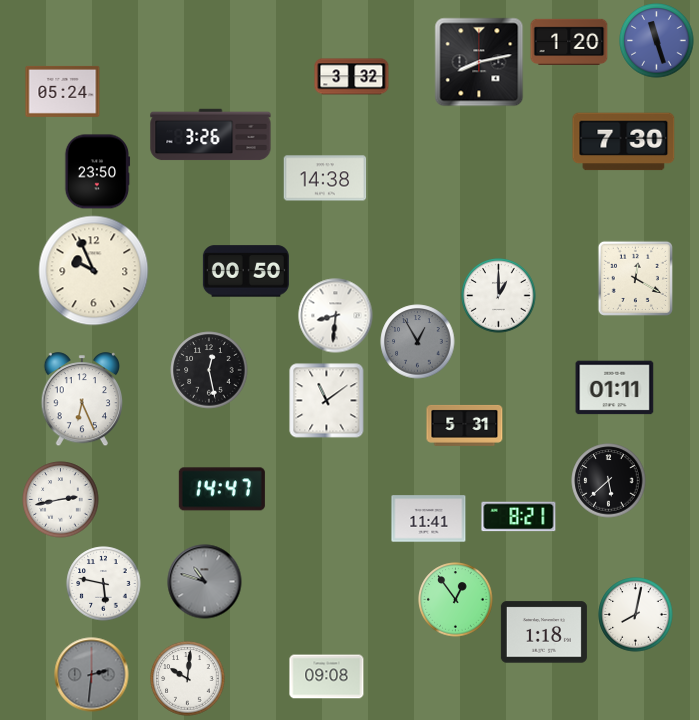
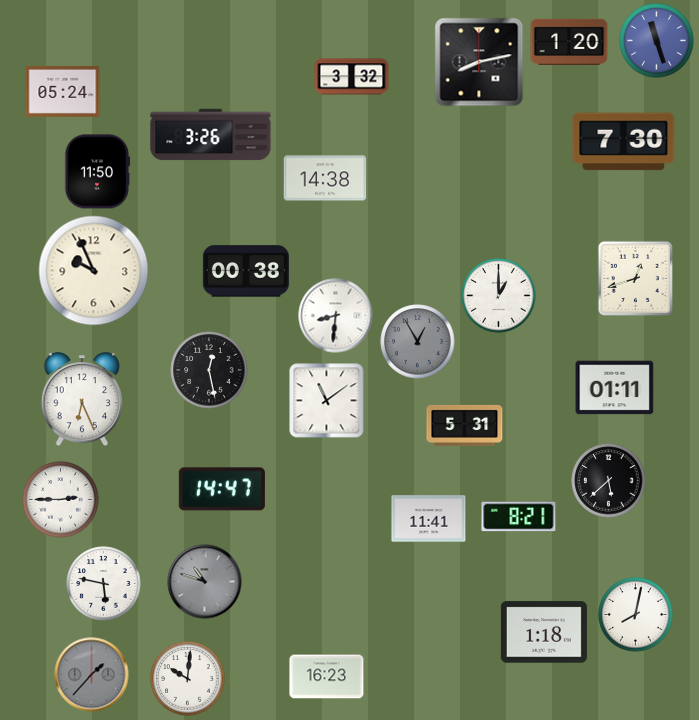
clock at (97, 172): 23:50 -> 11:50
clock at (246, 271): 00:50 -> 00:38
clock at (635, 278): 12:20 -> 12:42
clock at (61, 500): 2:43 -> 2:45
clock at (456, 600): 12:54 -> none
clock at (92, 675): 2:31 -> 1:37
clock at (327, 677): 09:08 -> 16:23
